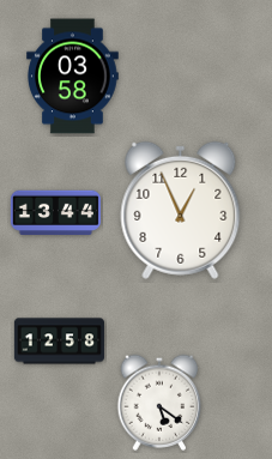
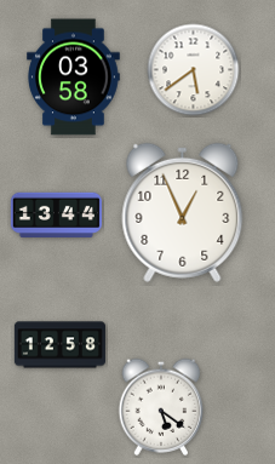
clock at (194, 70): none -> 5:39
